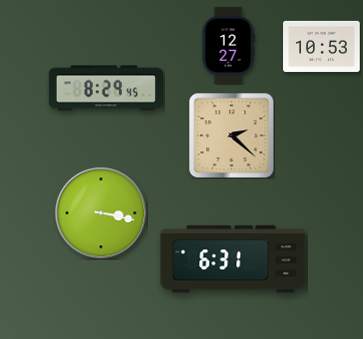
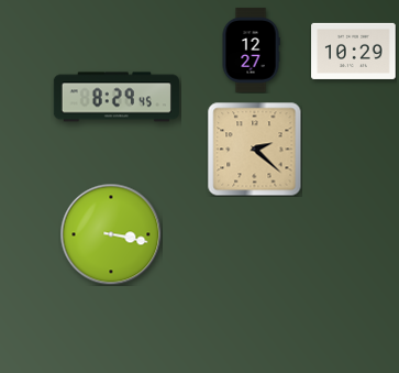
clock at (322, 46): 10:53 -> 10:29
clock at (233, 259): 6:31 -> none
